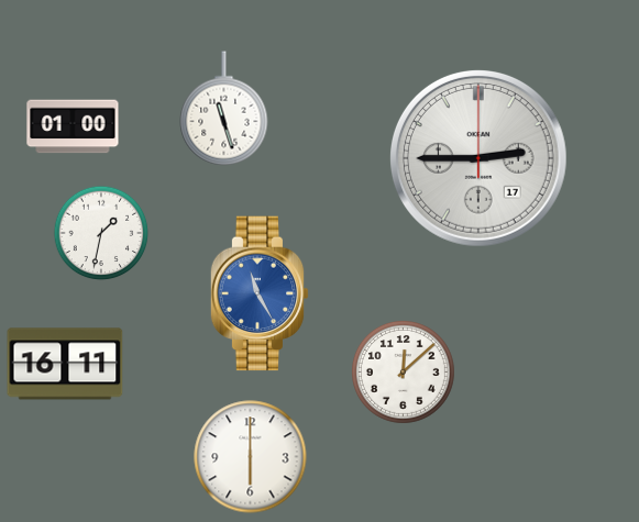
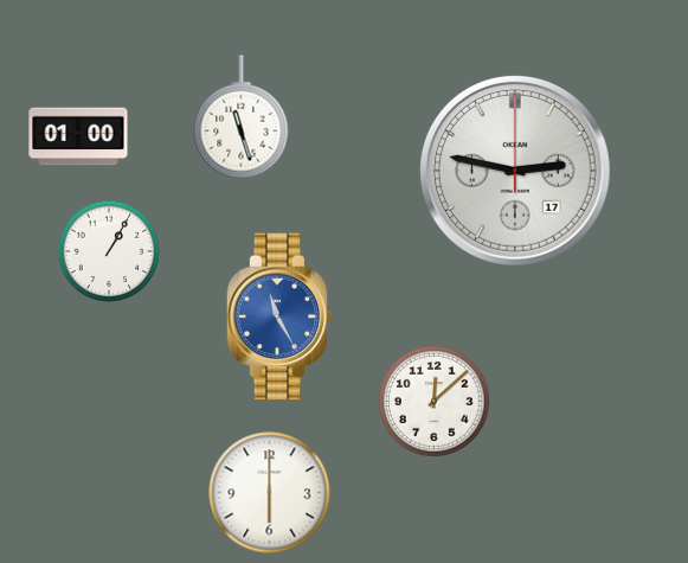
clock at (478, 158): 2:45 -> 2:47
clock at (101, 233): 1:32 -> 1:05
clock at (65, 364): 16:11 -> none
